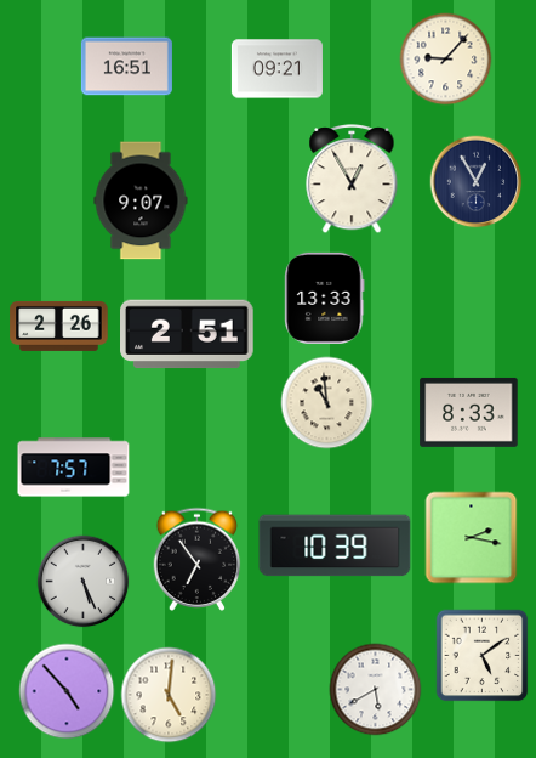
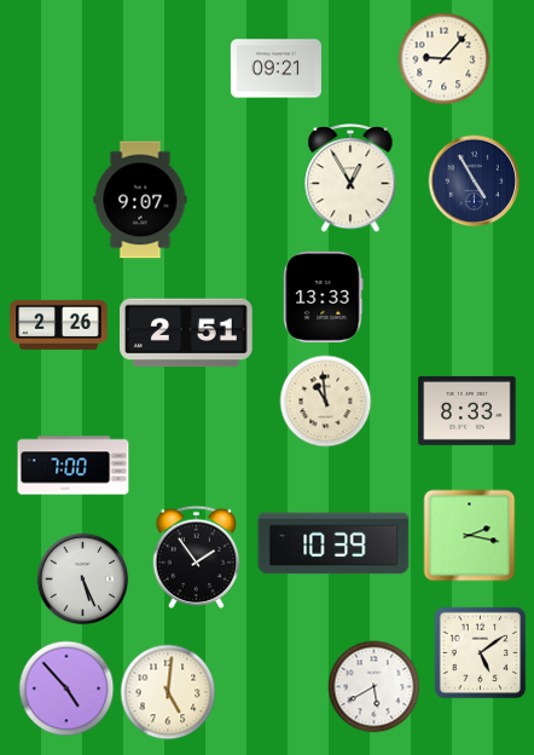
clock at (126, 67): 16:51 -> none
clock at (477, 182): 12:55 -> 4:55
clock at (74, 468): 7:57 -> 7:00
clock at (198, 559): 6:54 -> 1:54
